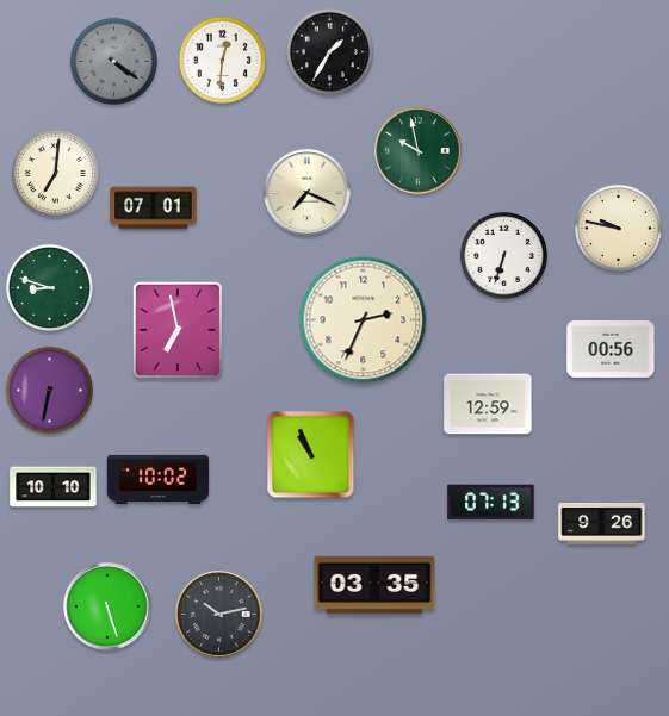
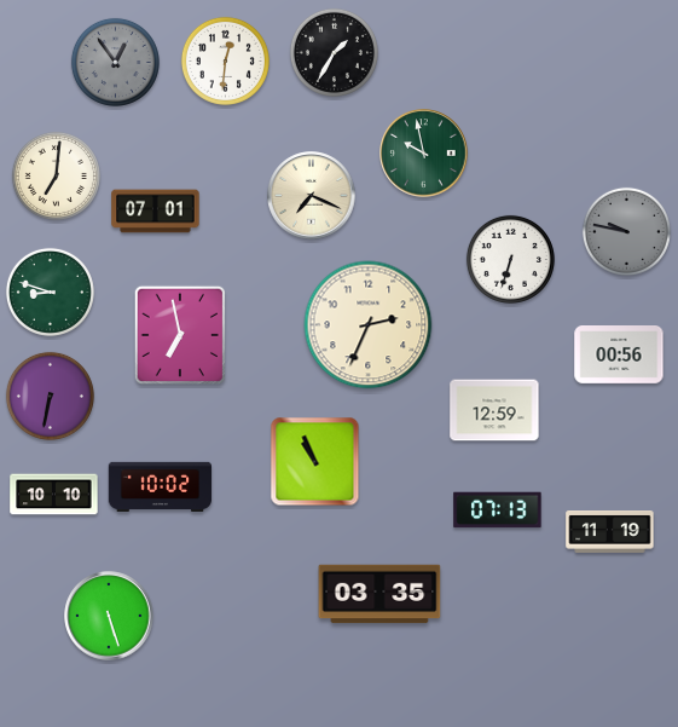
clock at (113, 61): 4:21 -> 12:54
clock at (618, 228) dial: cream -> grey
clock at (602, 524): 9:26 -> 11:19
clock at (219, 615): 10:13 -> none
